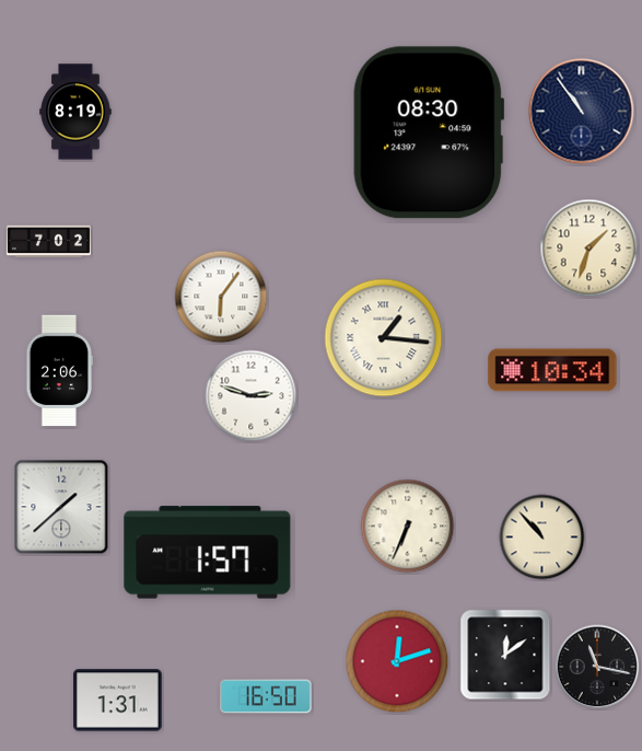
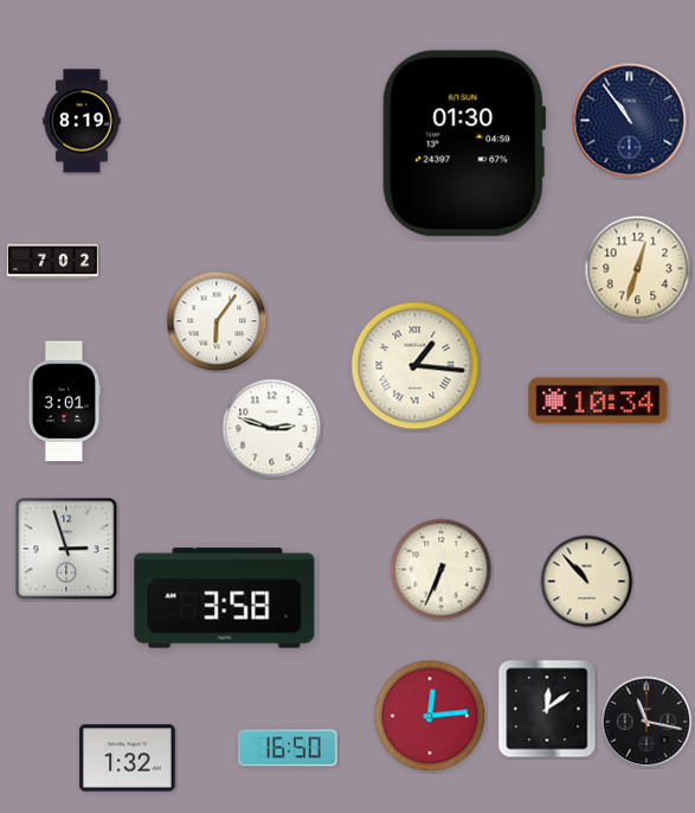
clock at (429, 132): 08:30 -> 01:30
clock at (590, 249): 1:33 -> 12:33
clock at (221, 297) position: (221, 297) -> (217, 321)
clock at (60, 371): 2:06 -> 3:01
clock at (61, 507): 1:38 -> 2:57
clock at (208, 553): 1:57 -> 3:58
clock at (397, 661): 12:12 -> 12:14
clock at (266, 696) position: (266, 696) -> (288, 748)
clock at (118, 701): 1:31 -> 1:32
